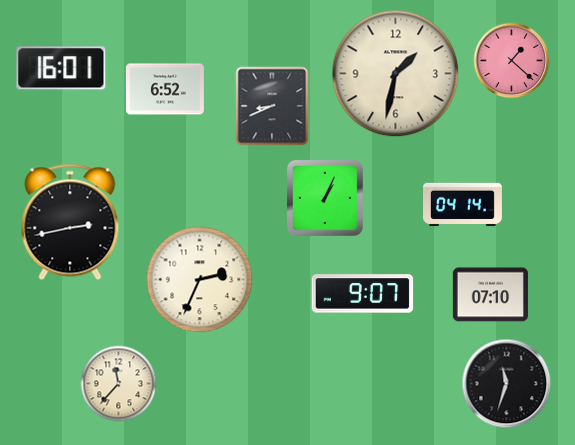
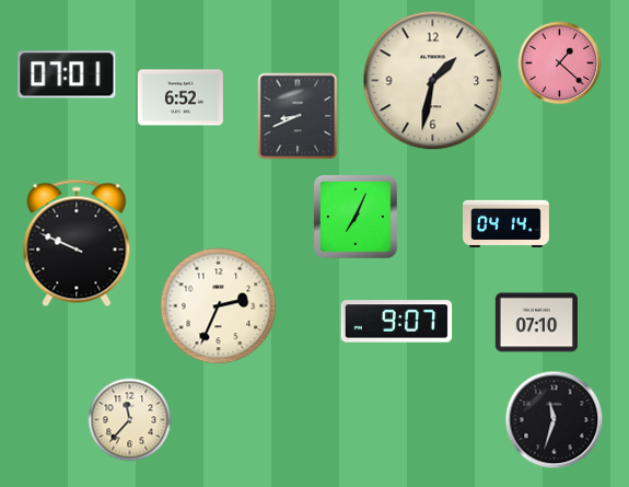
clock at (512, 61) position: (512, 61) -> (560, 63)
clock at (61, 68): 16:01 -> 07:01
clock at (325, 198): 1:04 -> 7:04
clock at (70, 222): 2:43 -> 9:49
